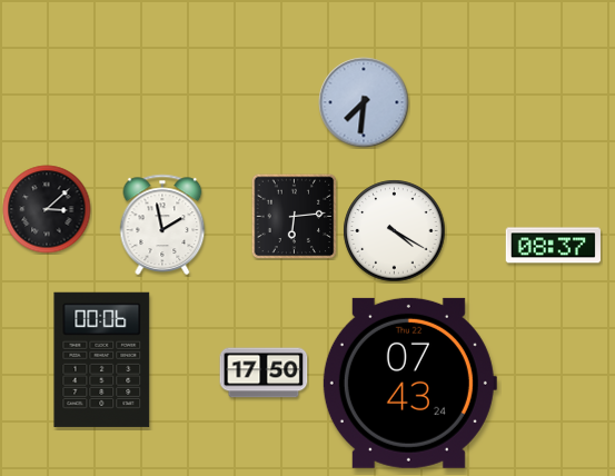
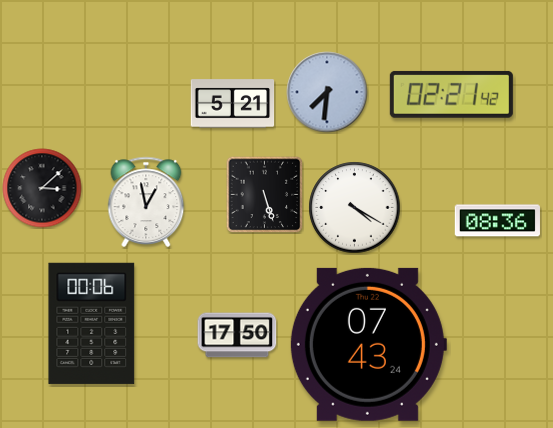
clock at (451, 94): none -> 02:21
clock at (233, 104): none -> 5:21
clock at (294, 216): 6:14 -> 5:27
clock at (162, 225): 1:58 -> 12:58
clock at (553, 246): 08:37 -> 08:36
